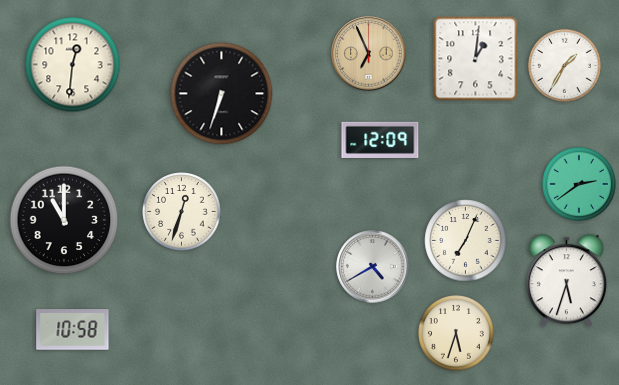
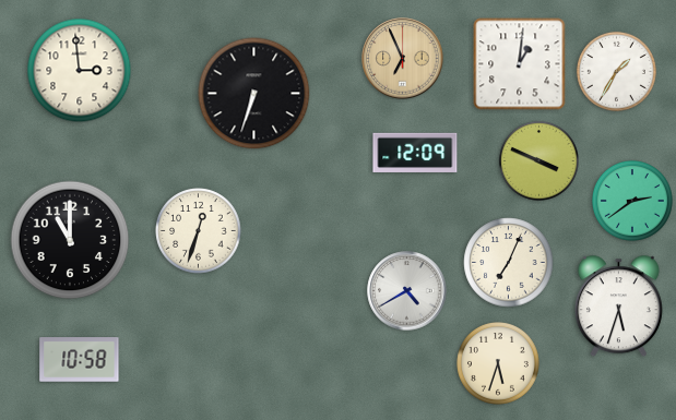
clock at (73, 65): 12:31 -> 2:59
clock at (222, 94) position: (222, 94) -> (254, 94)
clock at (538, 160): none -> 3:49
